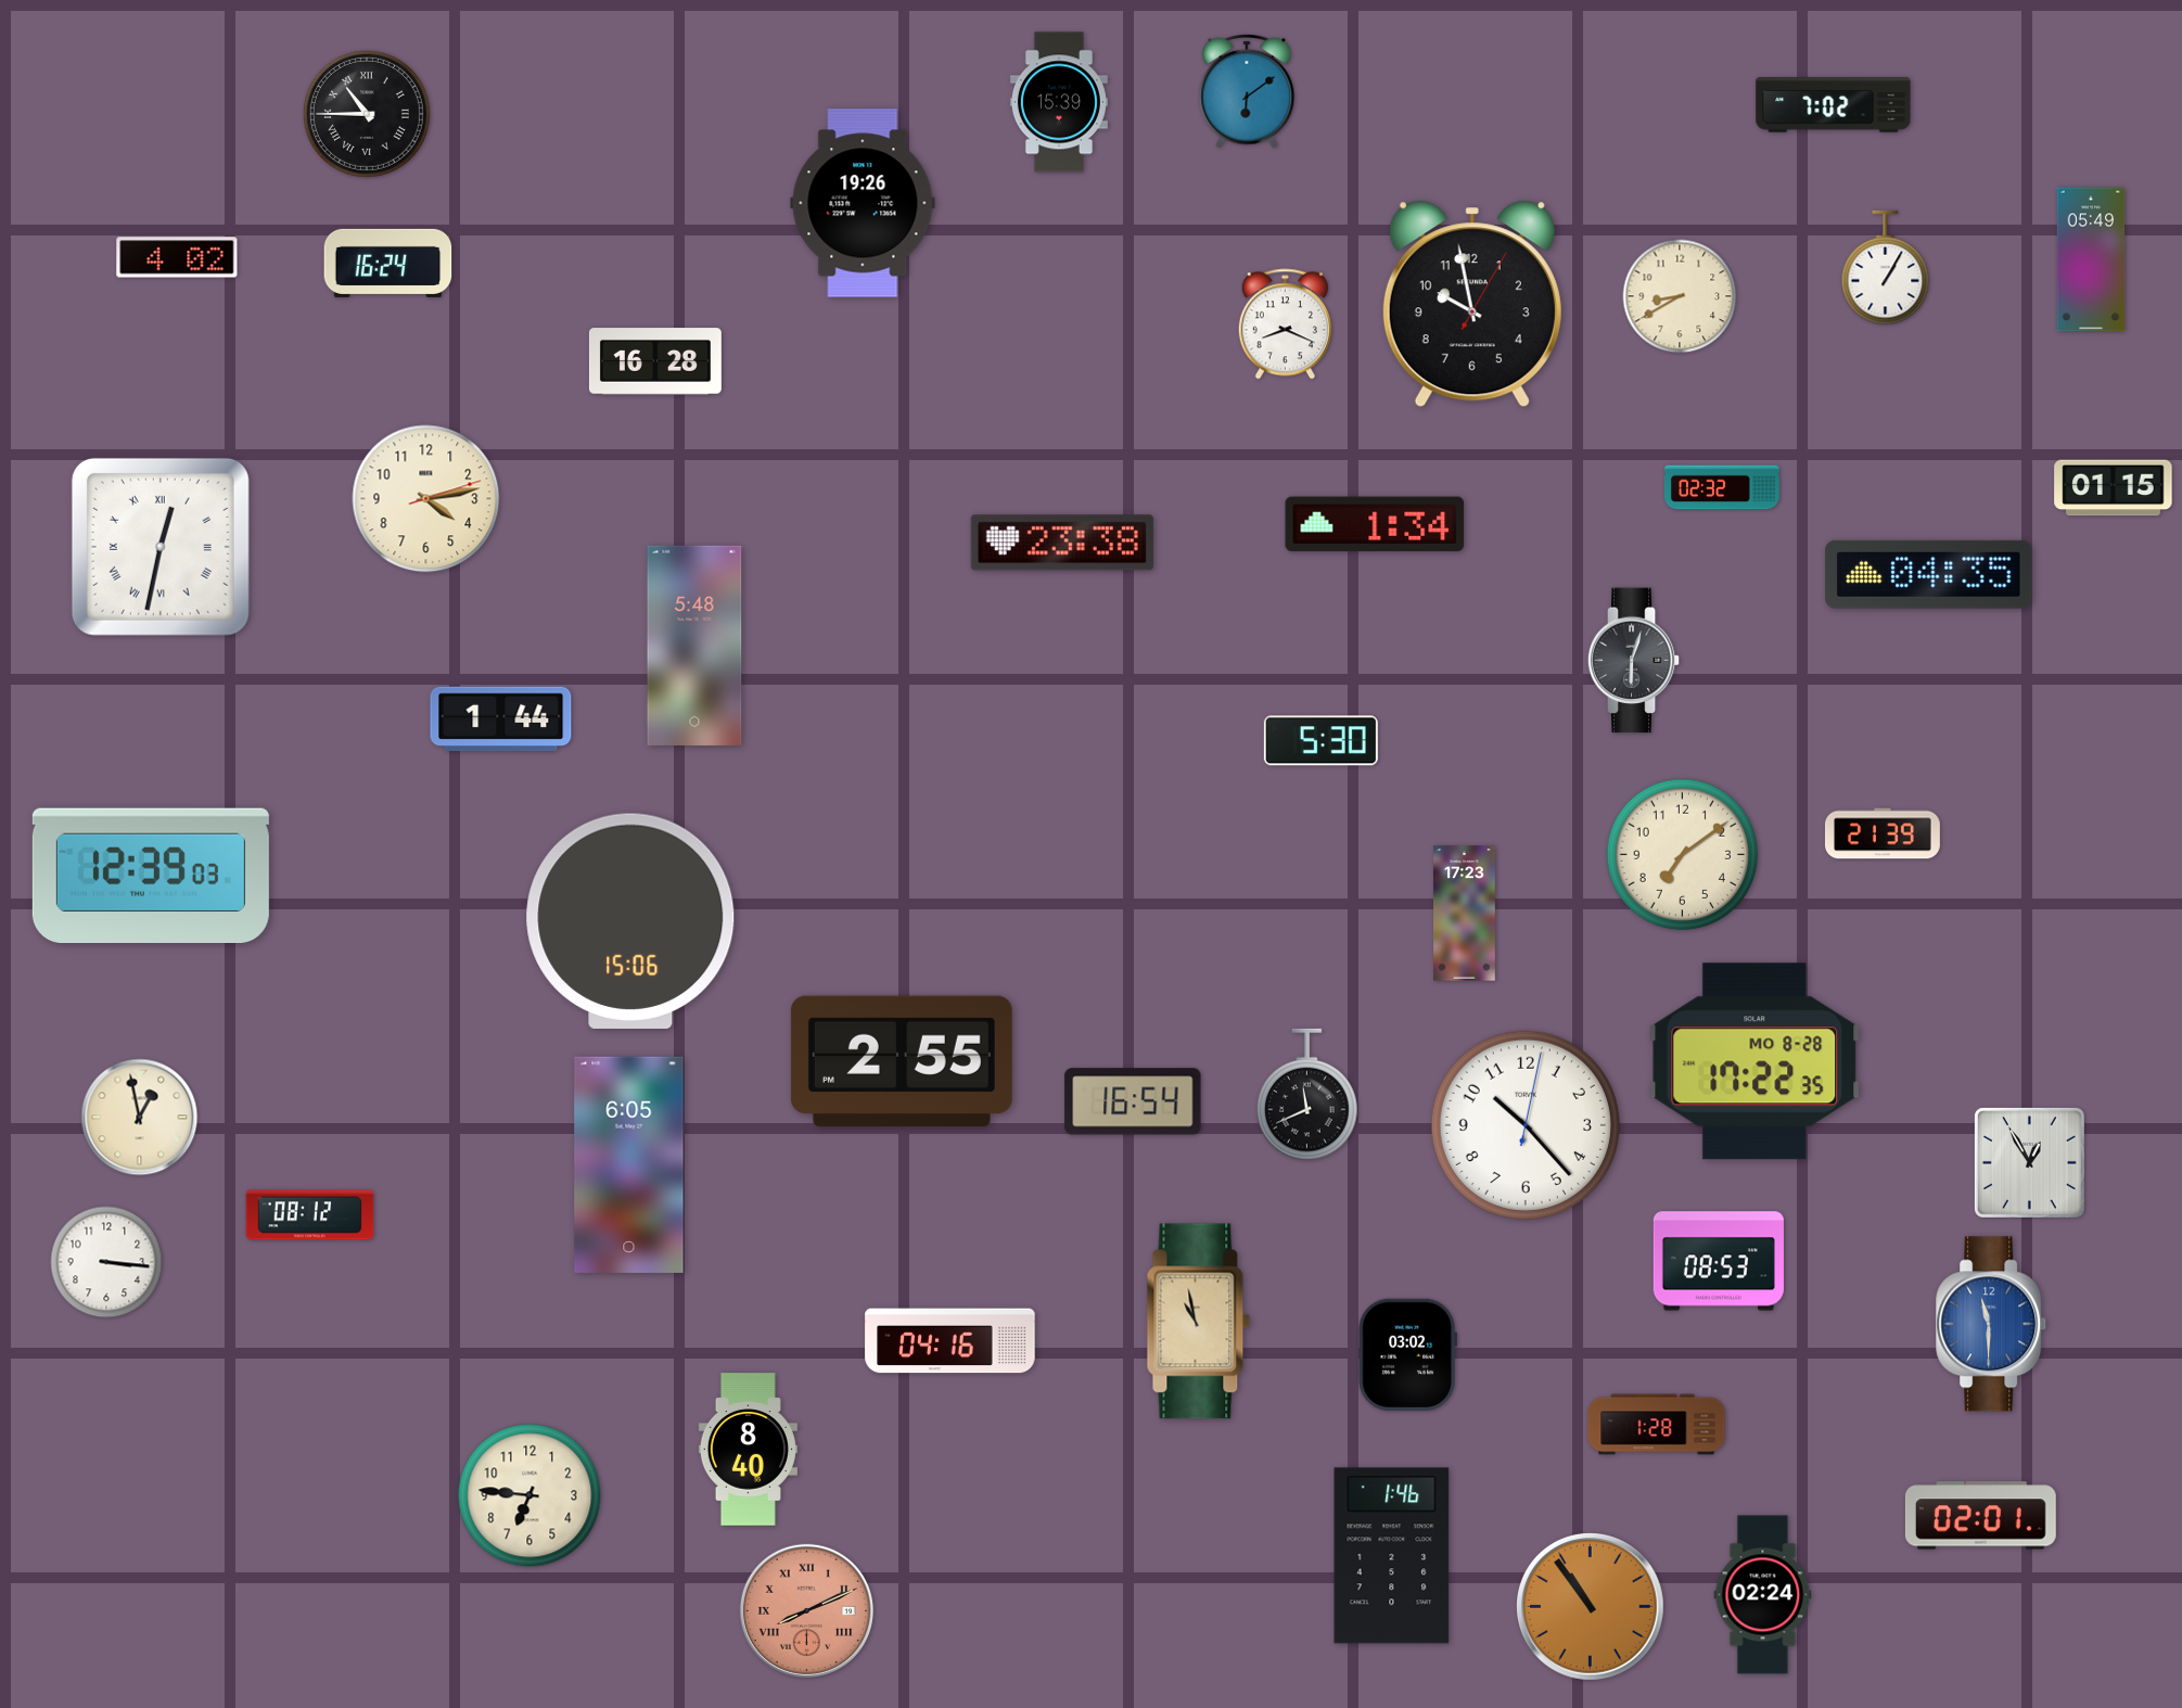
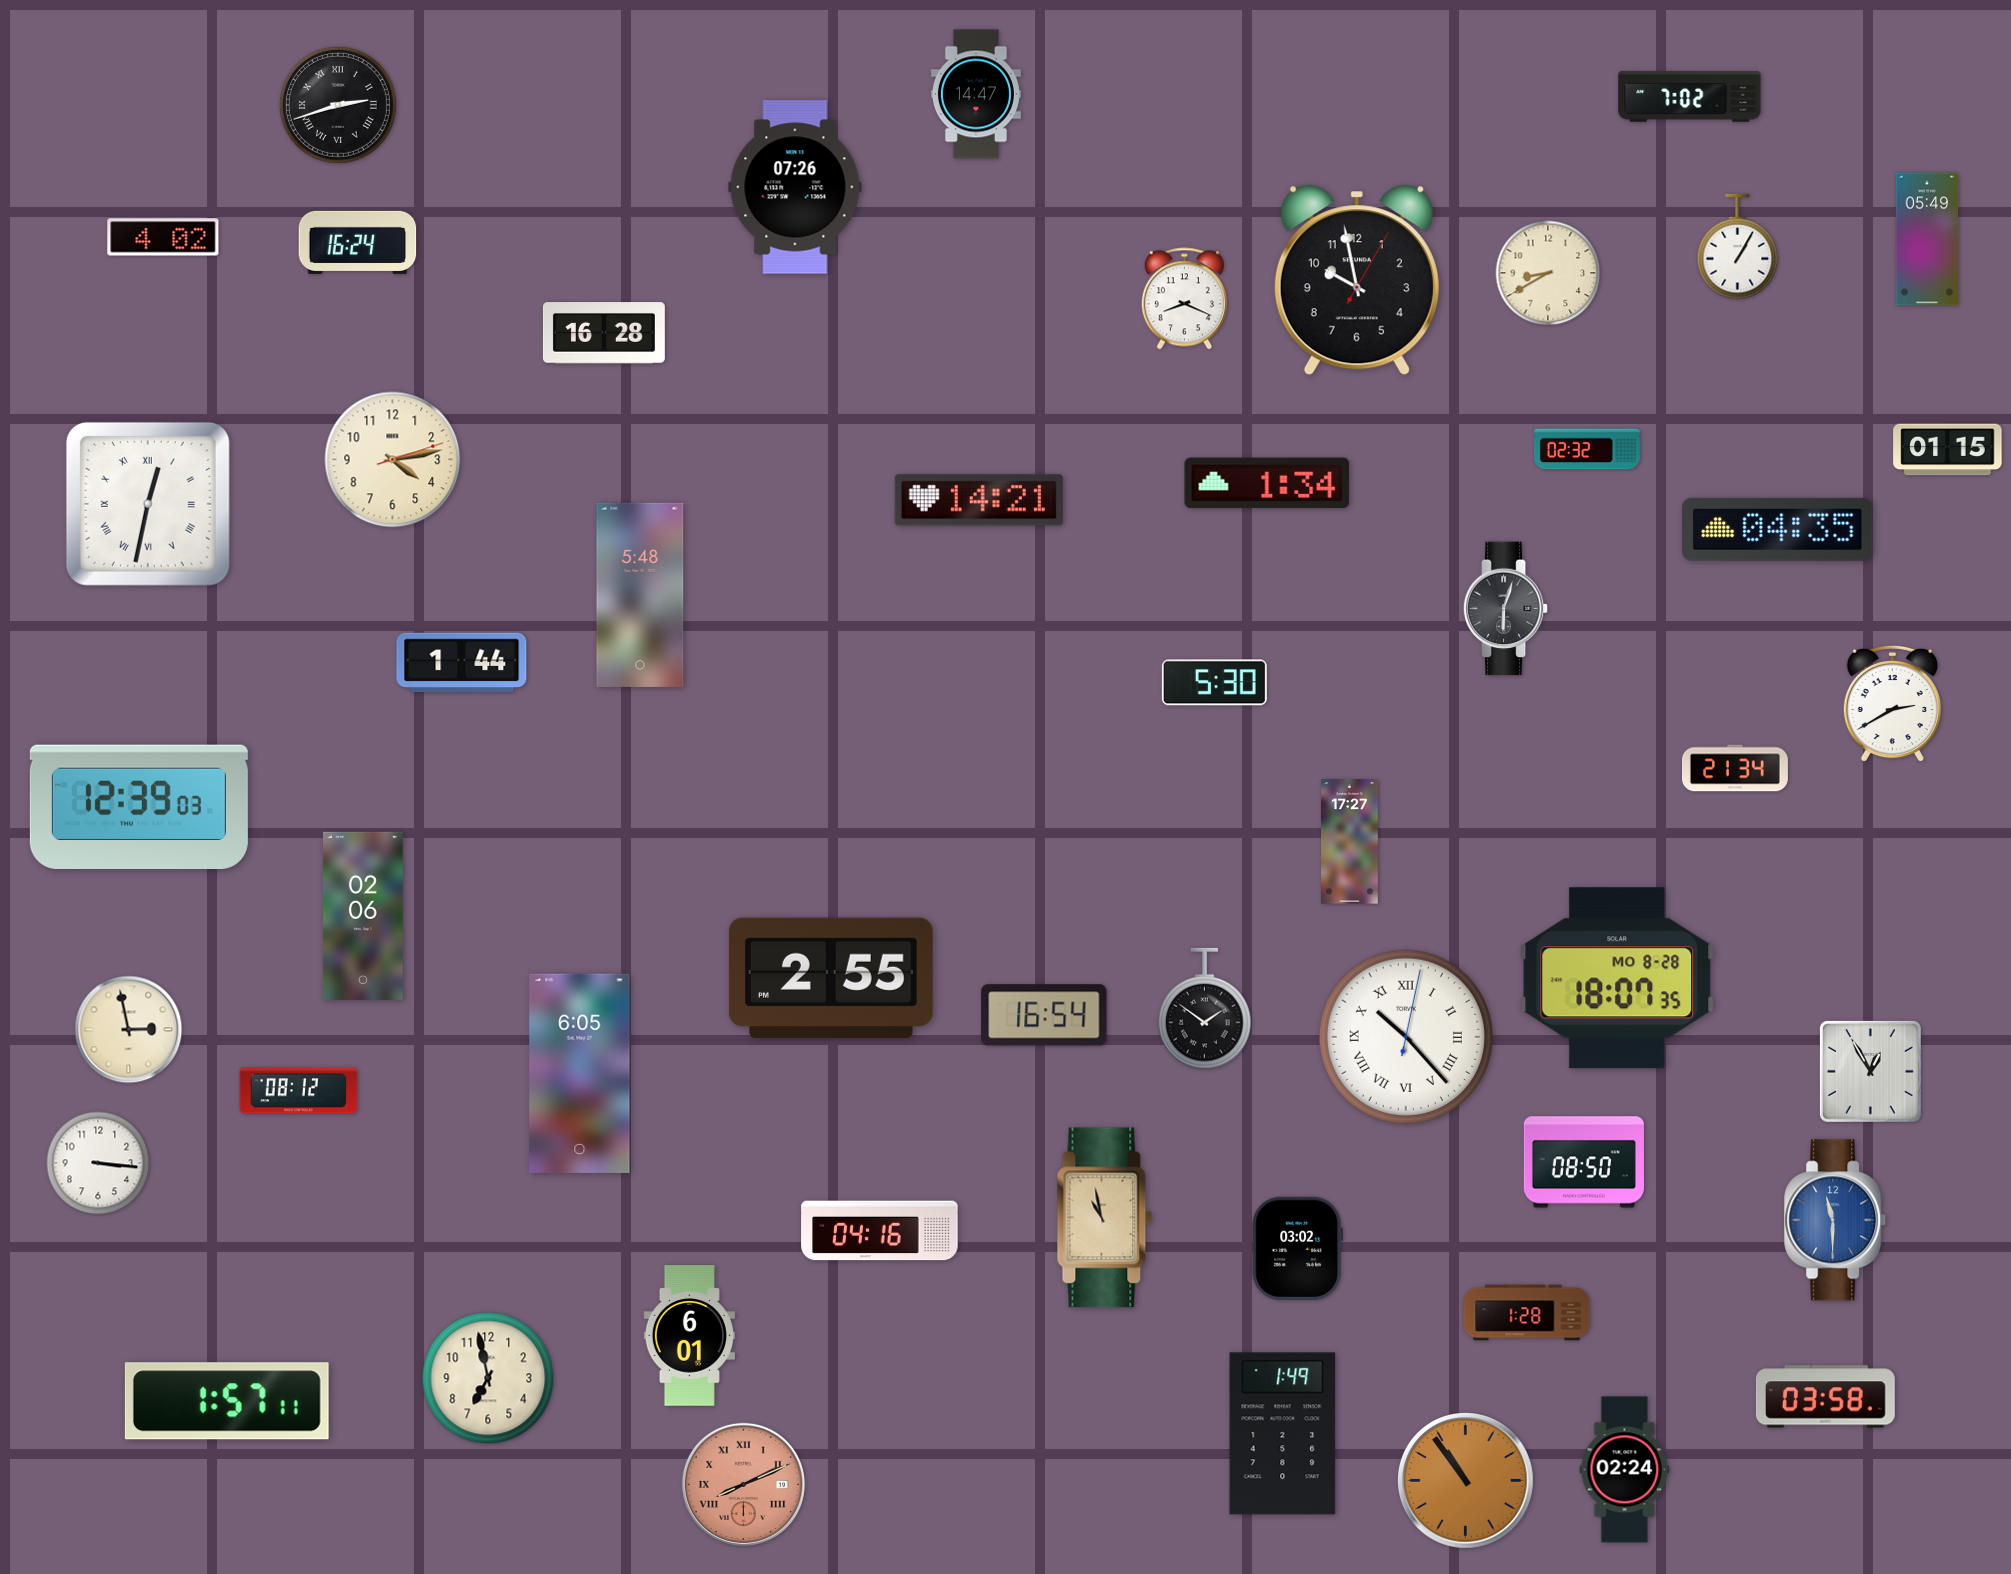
clock at (1247, 91): 6:09 -> none
clock at (1059, 102): 15:39 -> 14:47
clock at (367, 114): 10:45 -> 2:42
clock at (863, 203): 19:26 -> 07:26
clock at (1062, 543): 23:38 -> 14:21
clock at (1320, 741) position: (1320, 741) -> (1214, 683)
clock at (1892, 704): none -> 2:40
clock at (1883, 833): 21:39 -> 21:34
clock at (1683, 855): 7:09 -> none
clock at (1465, 914): 17:23 -> 17:27
clock at (630, 921): 15:06 -> none
clock at (363, 916): none -> 02:06
clock at (1754, 1061): 17:22 -> 18:07
clock at (1307, 1095): 11:41 -> 1:51
clock at (140, 1118): 12:58 -> 2:58
clock at (1526, 1125) numerals: Arabic -> Roman
clock at (310, 1215) position: (310, 1215) -> (299, 1091)
clock at (1719, 1261): 08:53 -> 08:50
clock at (950, 1341) position: (950, 1341) -> (880, 1231)
clock at (748, 1450): 8:40 -> 6:01
clock at (529, 1495): 6:46 -> 6:58
clock at (1980, 1516): 02:01 -> 03:58
clock at (227, 1401): none -> 1:57
clock at (1392, 1556): 1:46 -> 1:49
